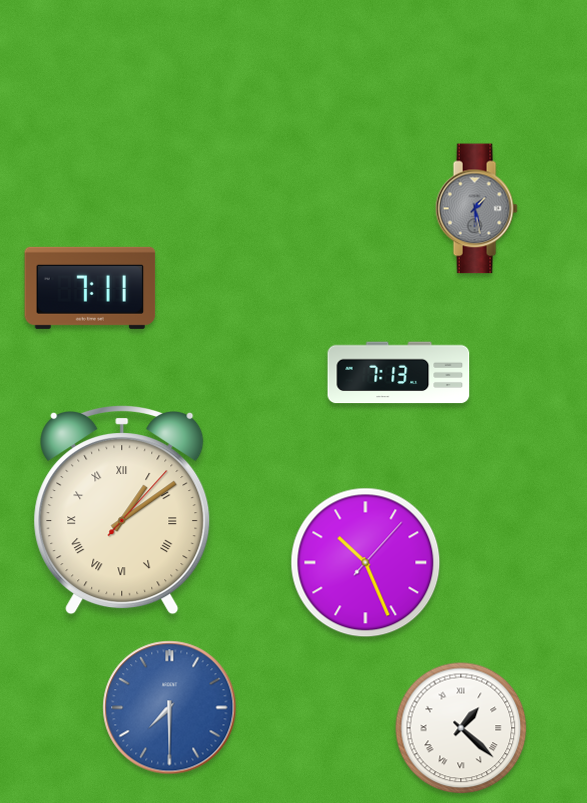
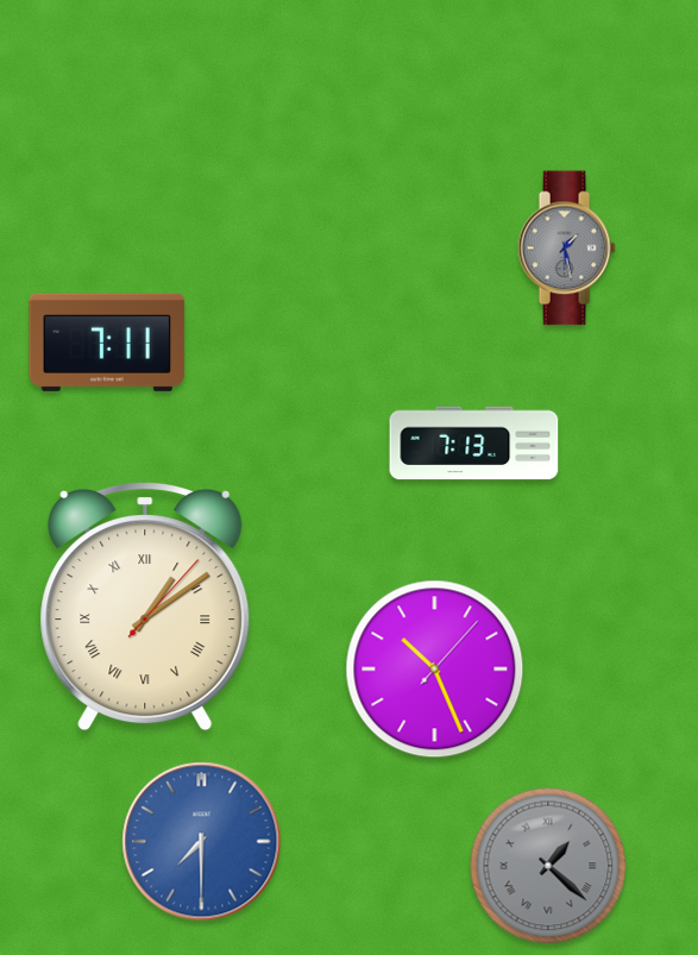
clock at (461, 728) dial: white -> grey
